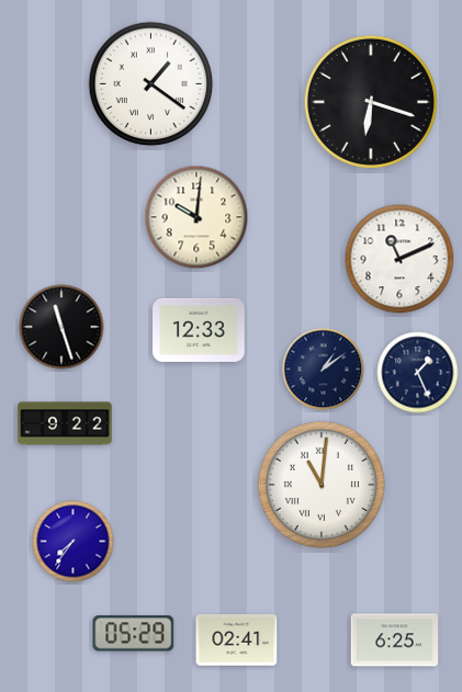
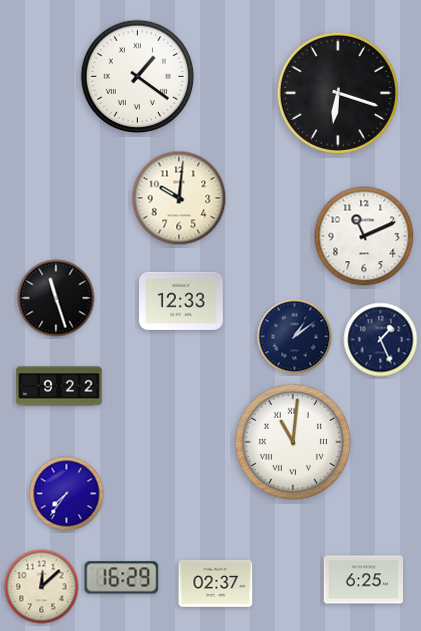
clock at (134, 634): 05:29 -> 16:29
clock at (237, 640): 02:41 -> 02:37
clock at (394, 640) position: (394, 640) -> (363, 580)
clock at (42, 587): none -> 12:08
